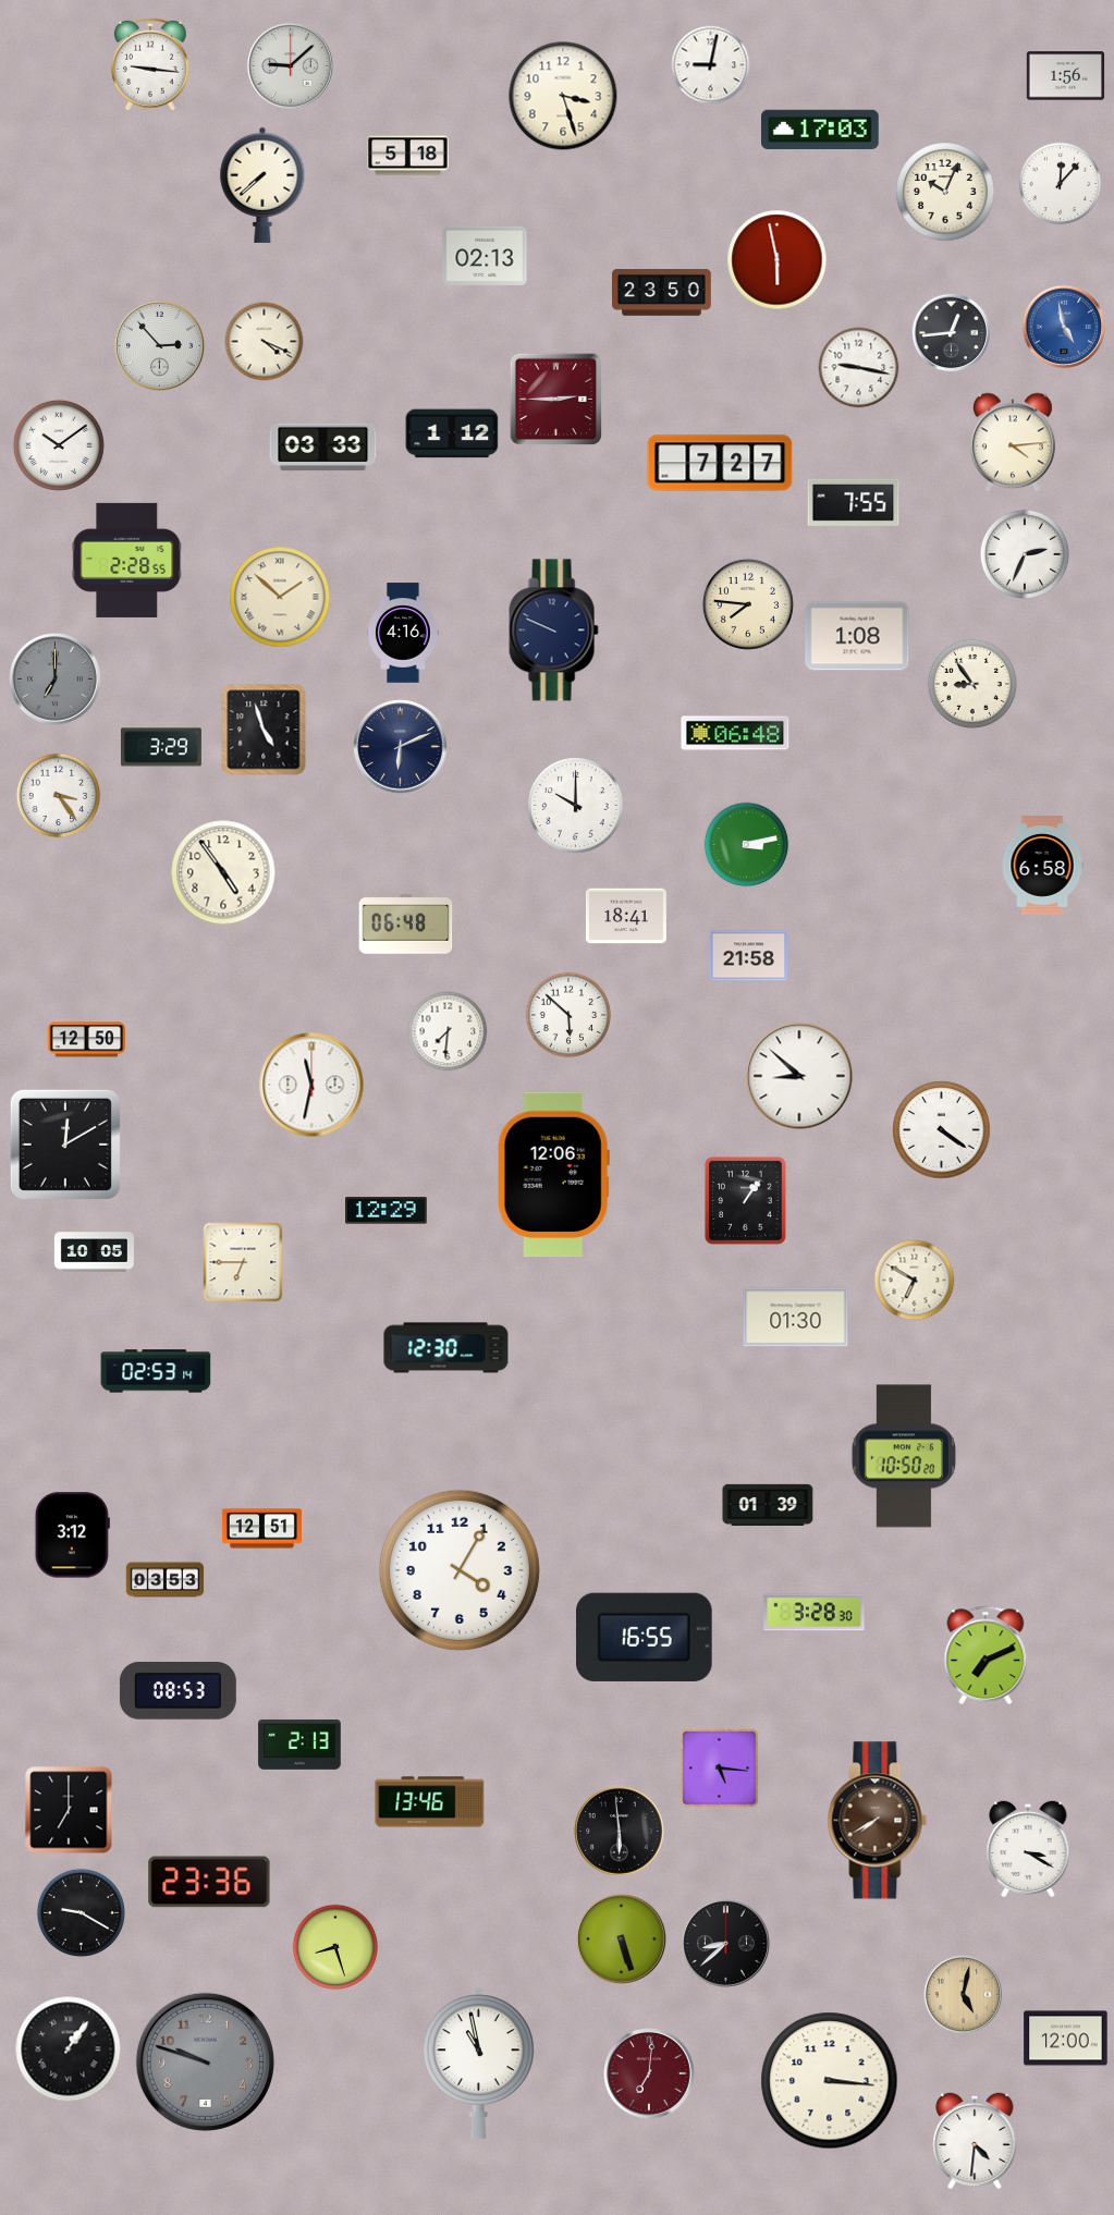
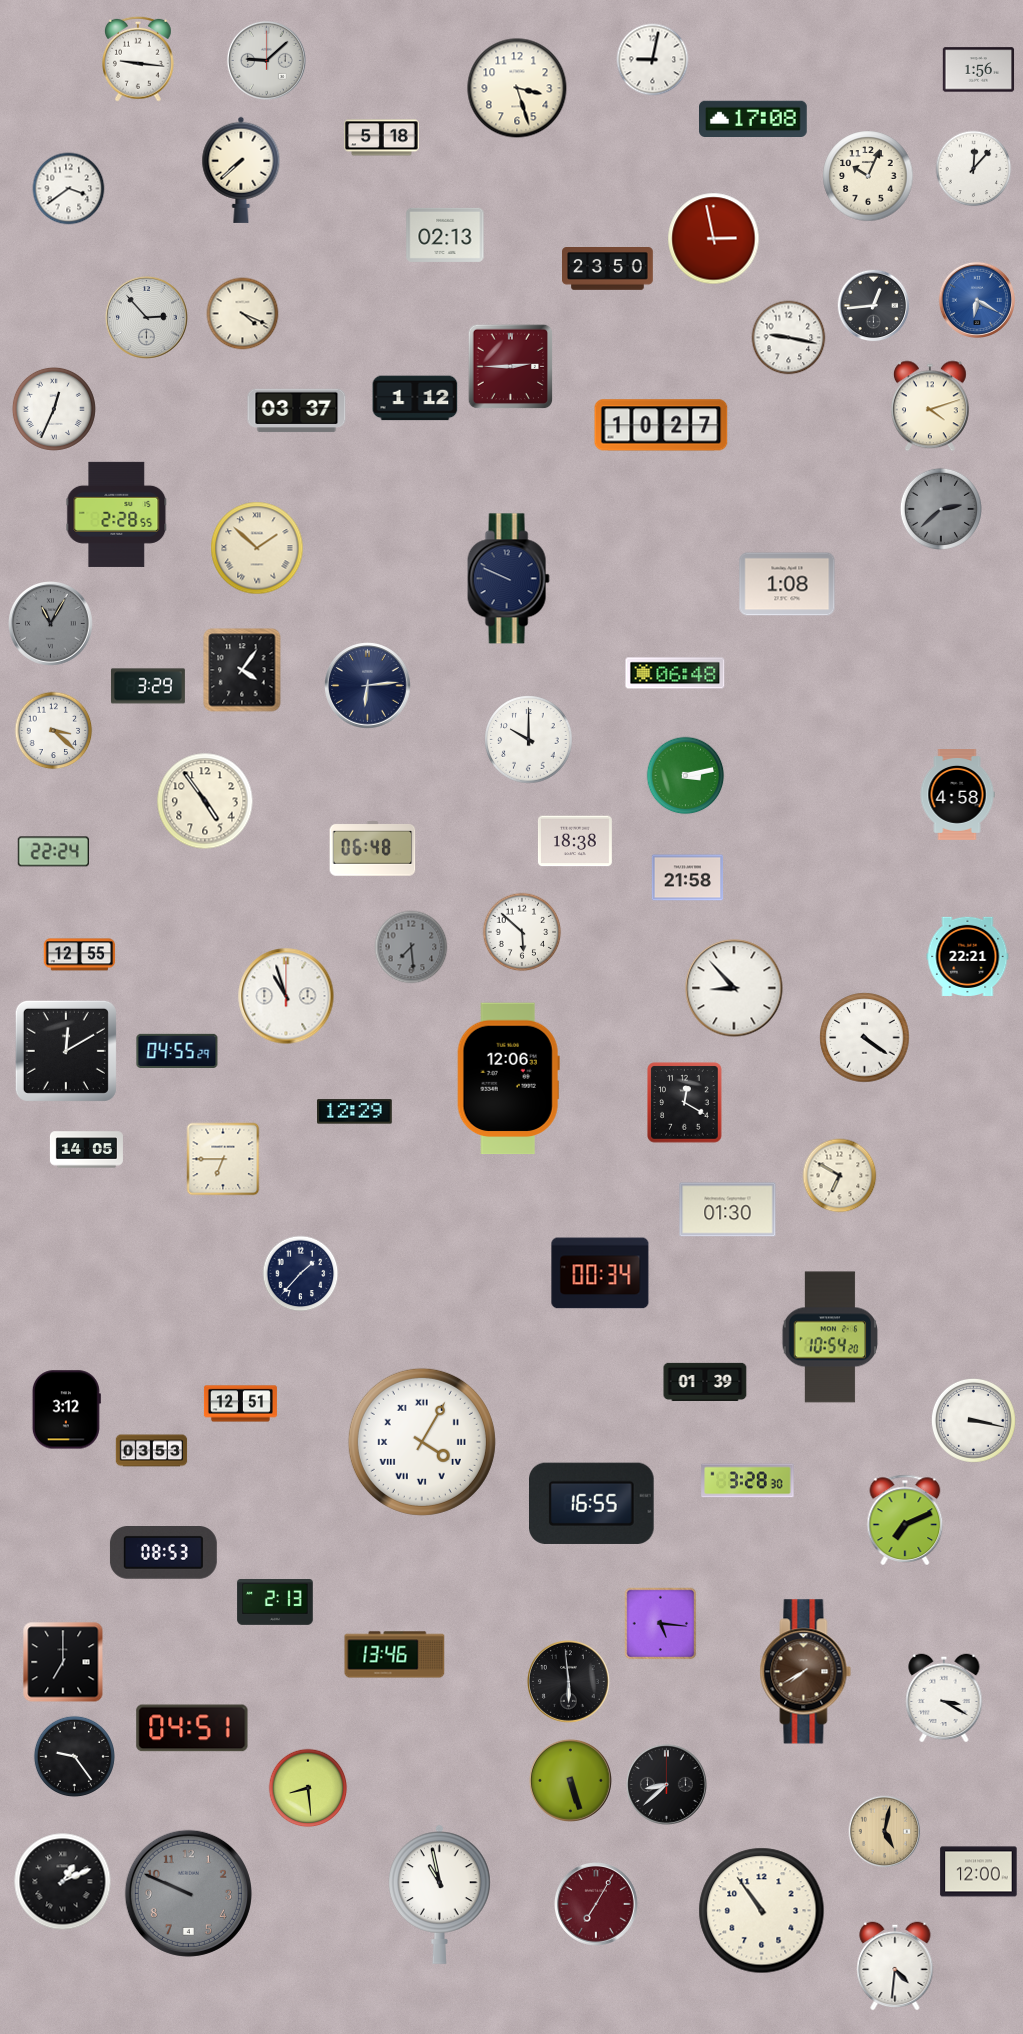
clock at (821, 129): 17:03 -> 17:08
clock at (408, 156) position: (408, 156) -> (382, 138)
clock at (69, 189): none -> 3:39
clock at (778, 260): 5:58 -> 2:58
clock at (1064, 327): 4:58 -> 6:20
clock at (1013, 442): 4:14 -> 4:12
clock at (59, 445): 10:09 -> 12:34
clock at (323, 448): 03:33 -> 03:37
clock at (720, 463): 7:27 -> 10:27
clock at (854, 502): 7:55 -> none
clock at (1025, 554): 2:34 -> 2:38
clock at (1025, 554) dial: white -> grey
clock at (748, 604): 7:46 -> none
clock at (403, 633): 4:16 -> none
clock at (56, 680): 7:00 -> 11:05
clock at (972, 684): 8:54 -> none
clock at (264, 730): 4:57 -> 4:06
clock at (401, 747): 6:11 -> 6:14
clock at (59, 796): 3:24 -> 3:22
clock at (1042, 866): 6:58 -> 4:58
clock at (626, 916): 18:41 -> 18:38
clock at (53, 852): none -> 22:24
clock at (448, 1031): 7:31 -> 7:29
clock at (448, 1031) dial: white -> grey
clock at (87, 1040): 12:50 -> 12:55
clock at (968, 956): none -> 22:21
clock at (799, 1076): 8:52 -> 8:53
clock at (311, 1085): 11:32 -> 10:57
clock at (65, 1145) position: (65, 1145) -> (66, 1051)
clock at (177, 1051): none -> 04:55
clock at (746, 1201): 1:06 -> 12:20
clock at (94, 1252): 10:05 -> 14:05
clock at (796, 1318) position: (796, 1318) -> (728, 1210)
clock at (446, 1348): 12:30 -> none
clock at (156, 1371): 02:53 -> none
clock at (600, 1273): none -> 00:34
clock at (301, 1274): none -> 1:37
clock at (904, 1456): 10:50 -> 10:54
clock at (973, 1420): none -> 3:17
clock at (460, 1570) numerals: Arabic -> Roman
clock at (209, 1882): 23:36 -> 04:51
clock at (81, 1912): 9:20 -> 9:24
clock at (335, 1947): 8:27 -> 8:29
clock at (69, 2049): 1:06 -> 1:11
clock at (205, 2061): 9:48 -> 9:49
clock at (650, 2075): 7:01 -> 7:05
clock at (830, 2081): 3:16 -> 10:54
